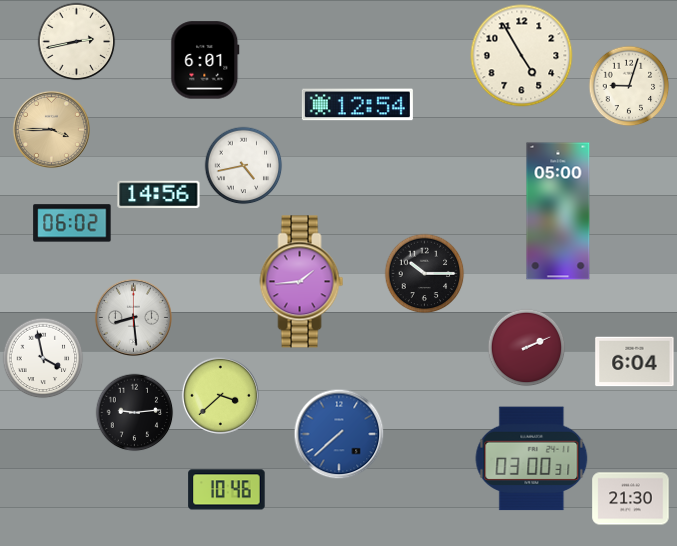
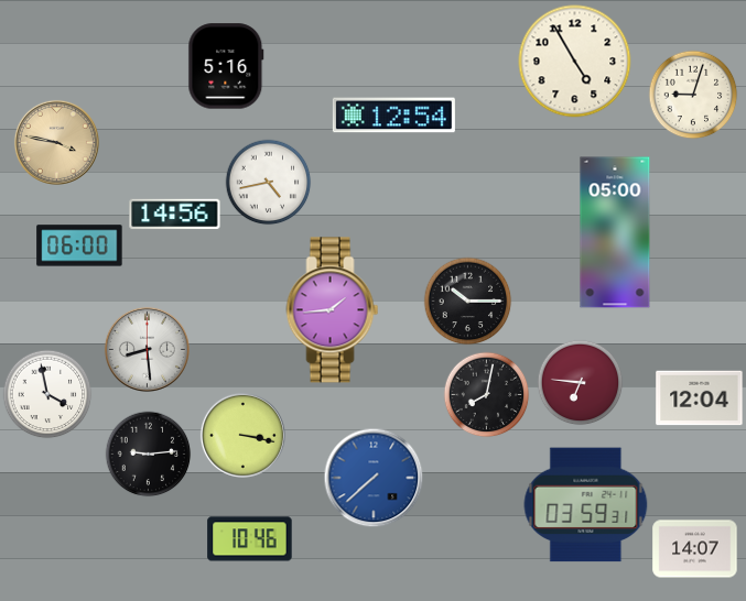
clock at (76, 41): 2:43 -> none
clock at (205, 60): 6:01 -> 5:16
clock at (51, 129): 3:45 -> 3:47
clock at (72, 223): 06:02 -> 06:00
clock at (526, 347): 2:11 -> 6:46
clock at (486, 394): none -> 8:02
clock at (635, 362): 6:04 -> 12:04
clock at (220, 395): 3:38 -> 3:17
clock at (532, 459): 03:00 -> 03:59
clock at (631, 499): 21:30 -> 14:07
